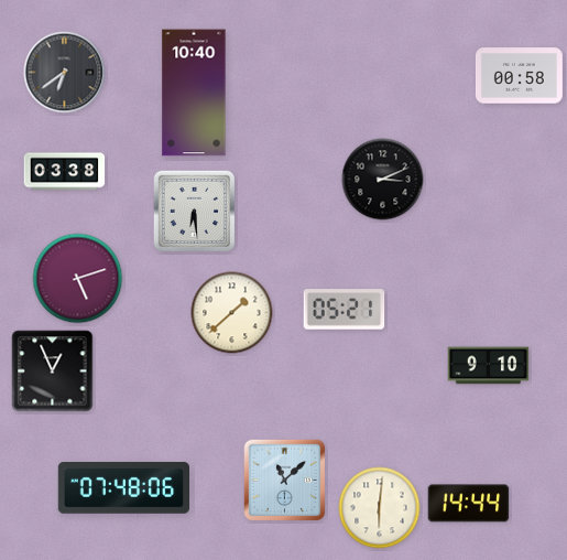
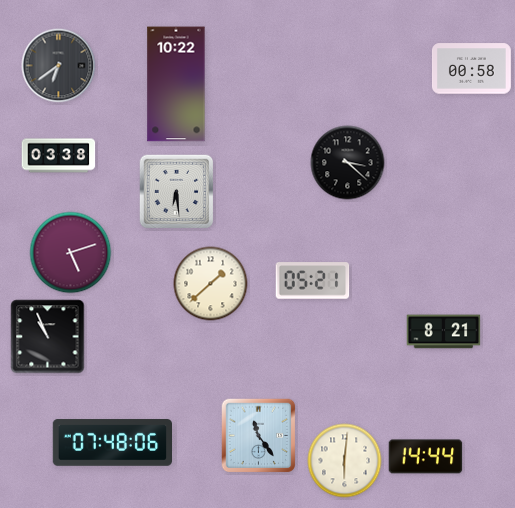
clock at (194, 93): 10:40 -> 10:22
clock at (383, 180): 3:11 -> 3:22
clock at (489, 366): 9:10 -> 8:21
clock at (53, 371): 12:56 -> 10:56
clock at (285, 481): 11:08 -> 11:24
